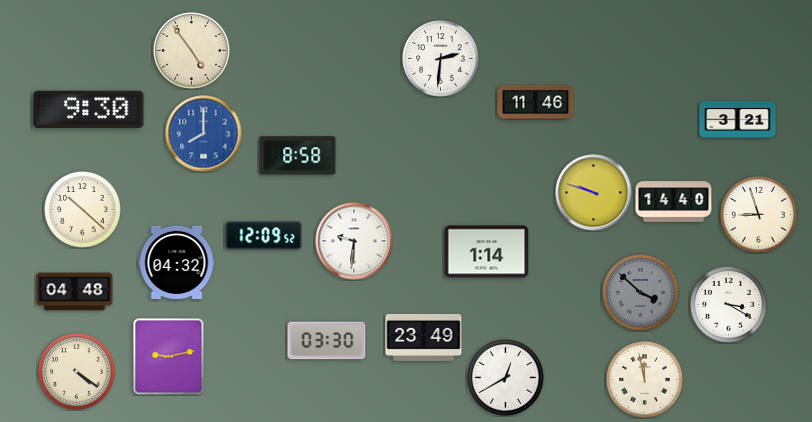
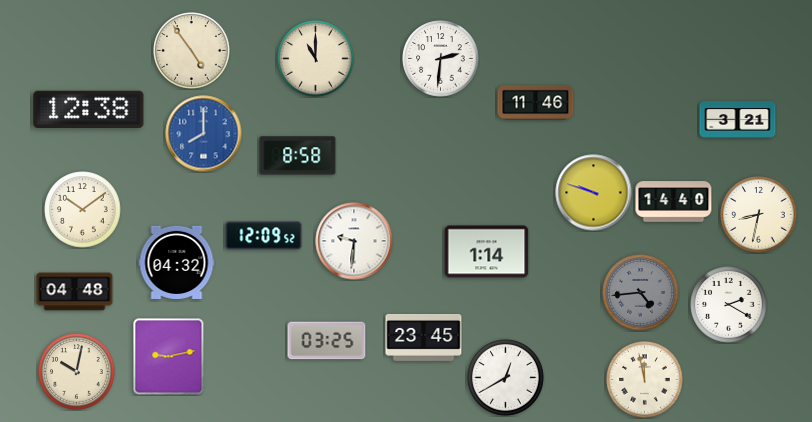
clock at (316, 59): none -> 11:00
clock at (89, 109): 9:30 -> 12:38
clock at (83, 210): 10:22 -> 10:09
clock at (759, 215): 8:57 -> 8:32
clock at (641, 293): 3:52 -> 4:44
clock at (729, 305): 3:20 -> 2:20
clock at (424, 337): 23:49 -> 23:45
clock at (327, 341): 03:30 -> 03:25
clock at (77, 372): 4:21 -> 10:02
